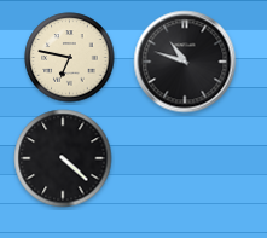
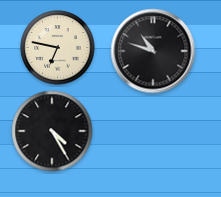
clock at (63, 158): 4:22 -> 4:25
